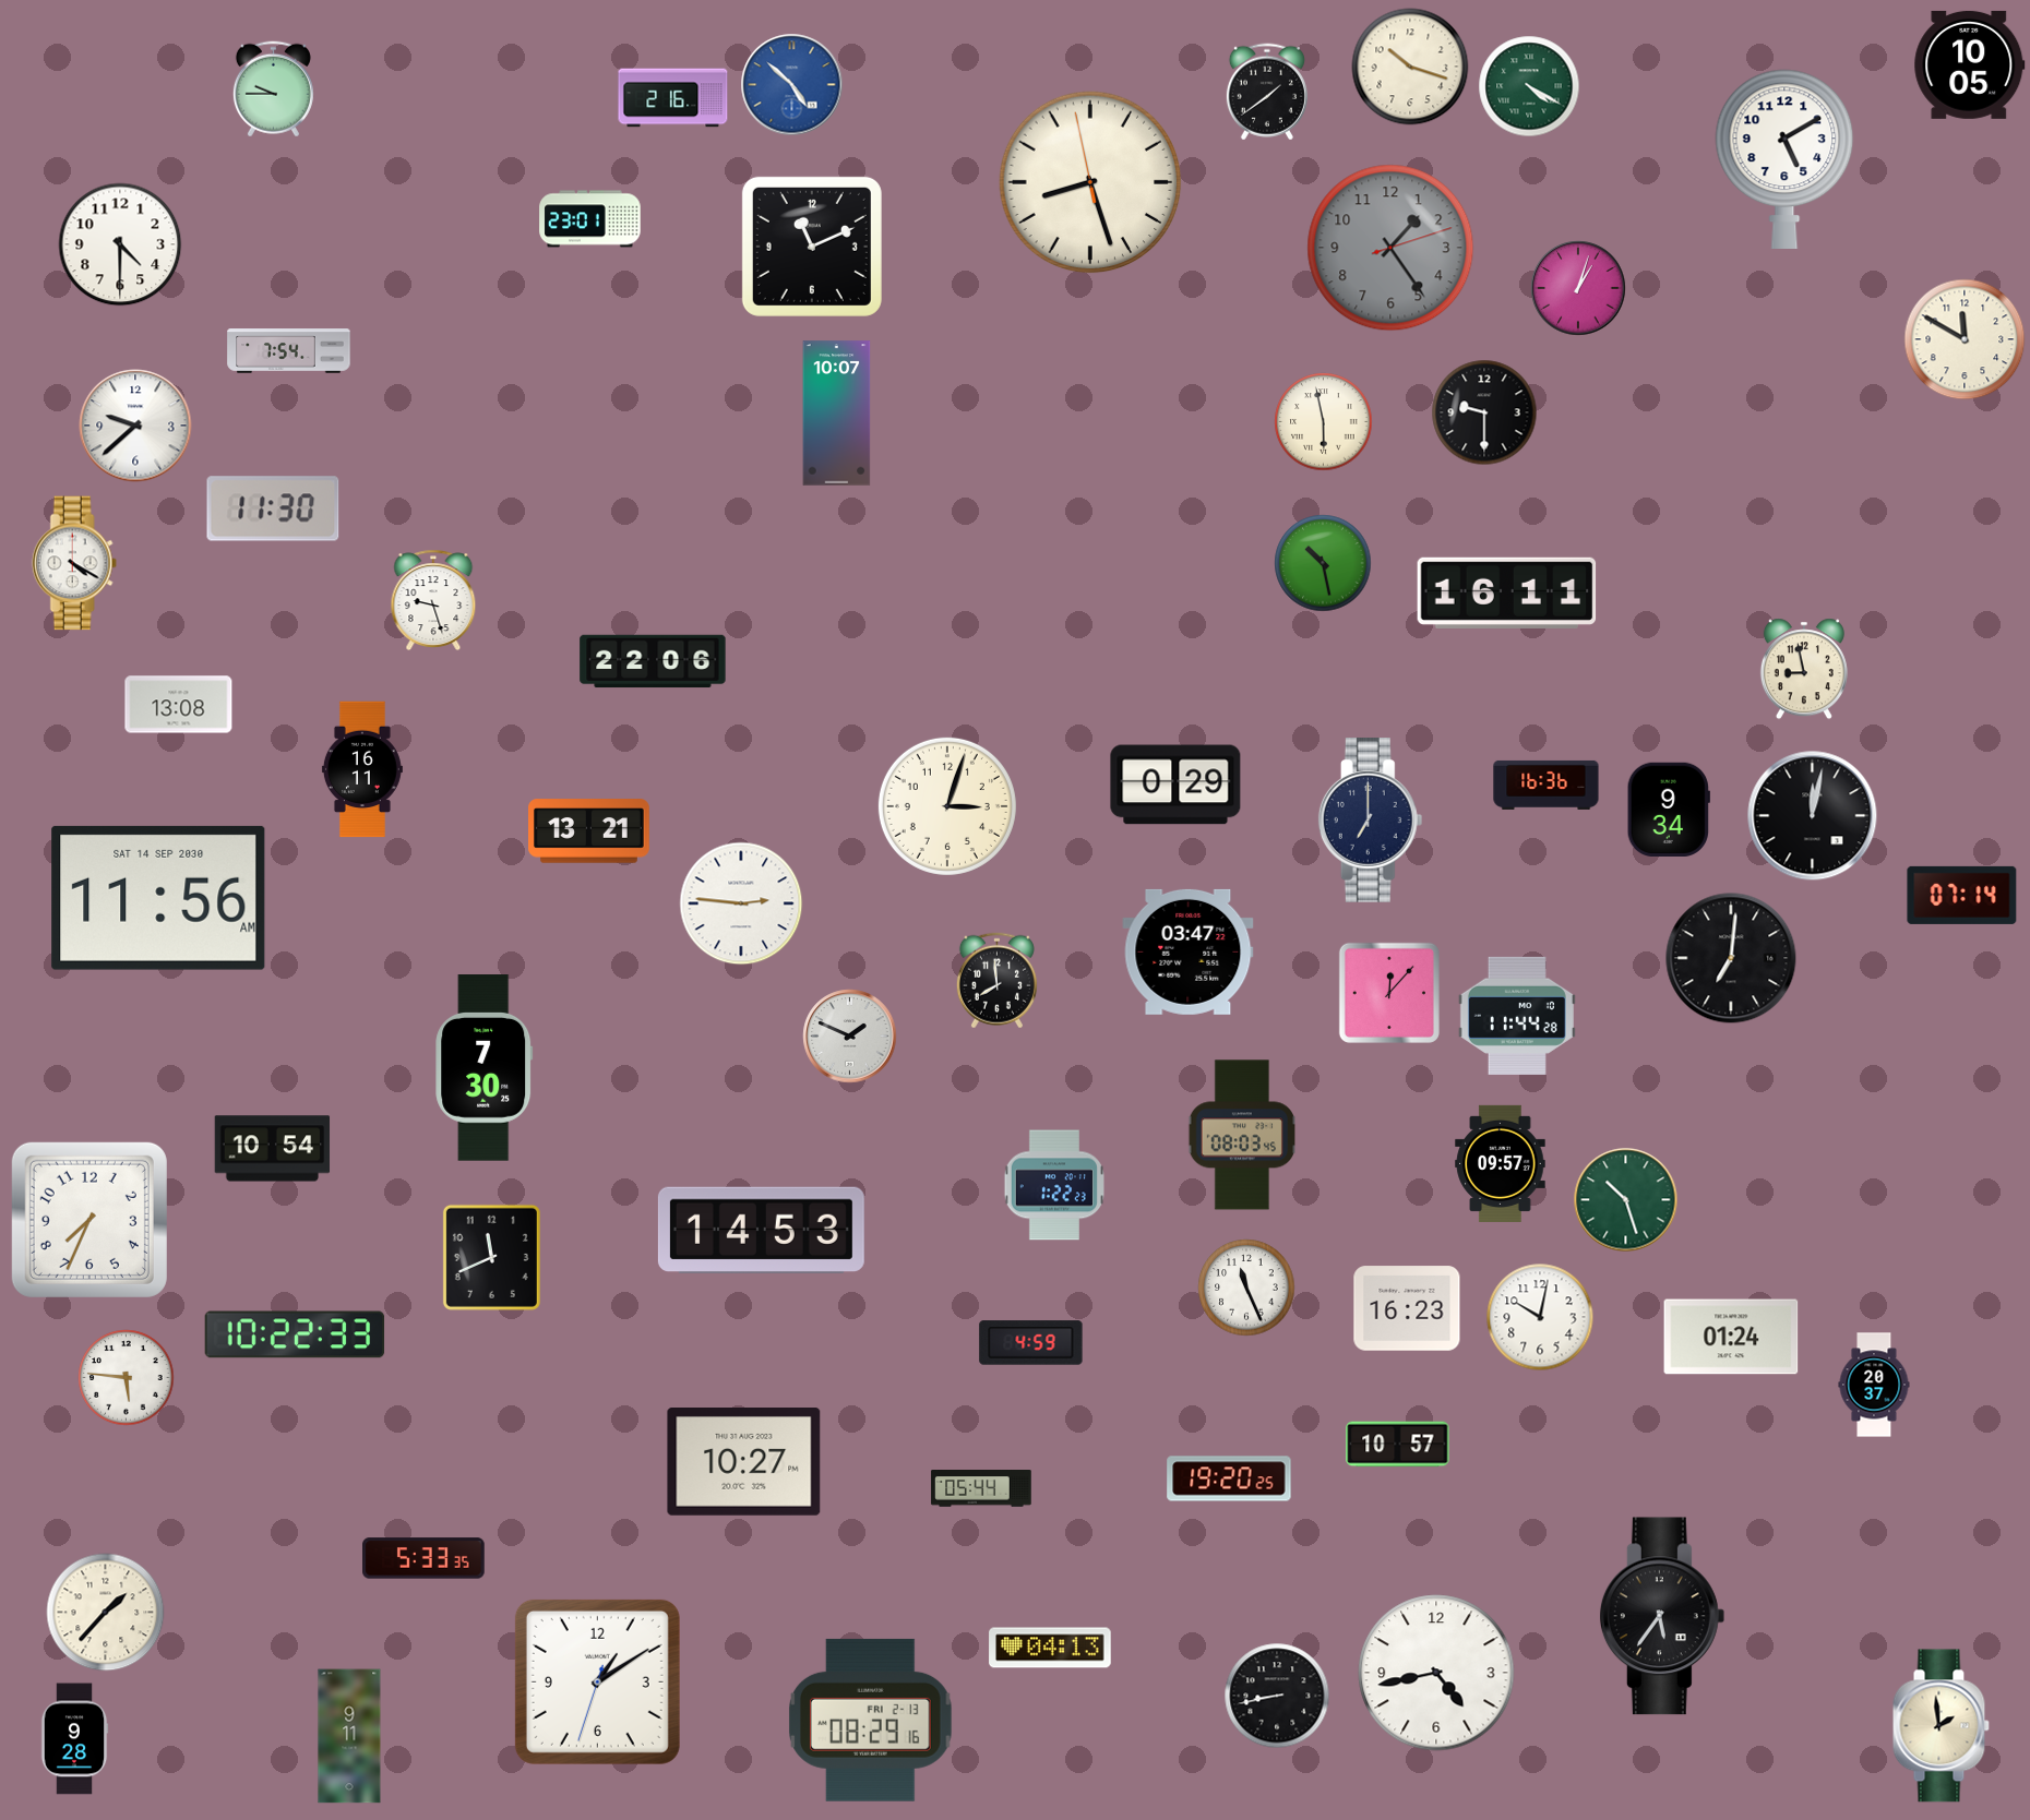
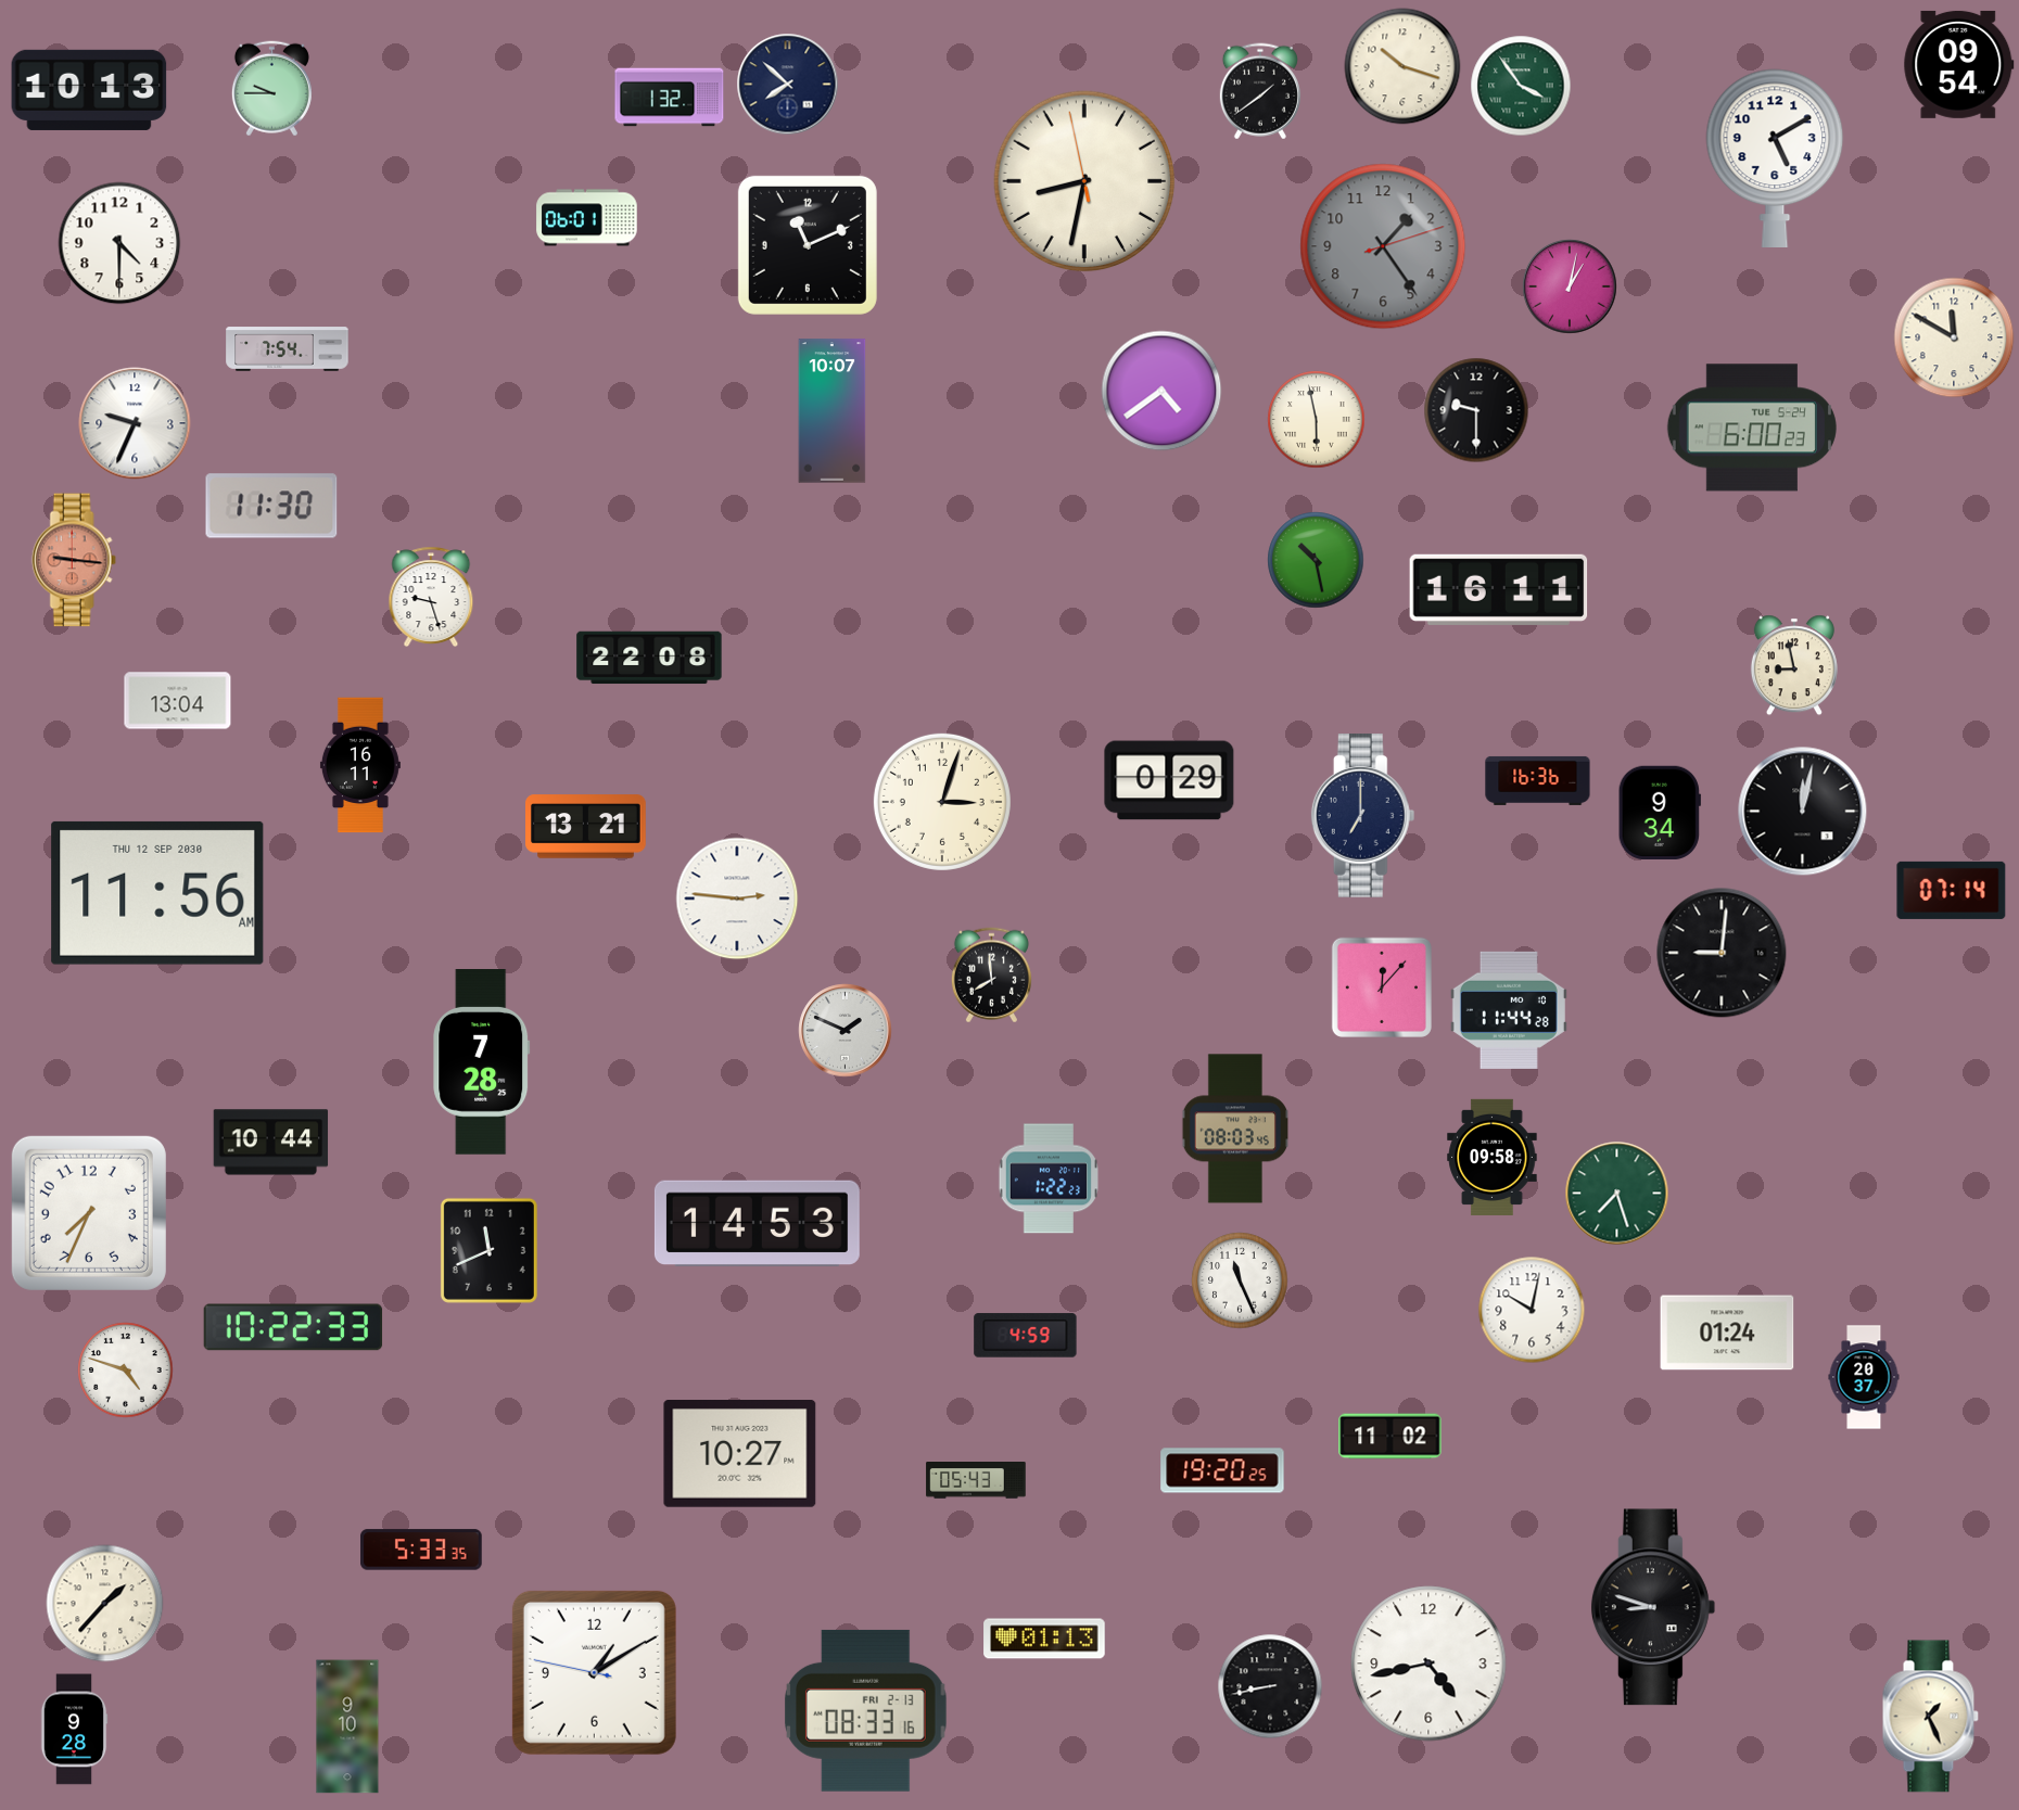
clock at (1970, 64): 10:05 -> 09:54
clock at (792, 85): 4:52 -> 7:52
clock at (792, 85) dial: blue -> navy
clock at (1529, 86): 4:20 -> 3:54
clock at (89, 90): none -> 10:13
clock at (673, 98): 2:16 -> 1:32
clock at (1090, 182): 8:26 -> 8:31
clock at (590, 219): 23:01 -> 06:01
clock at (1578, 288): 1:03 -> 1:02
clock at (1161, 391): none -> 4:39
clock at (135, 426): 9:38 -> 9:34
clock at (1752, 428): none -> 6:00
clock at (74, 563): 4:20 -> 9:16
clock at (74, 563) dial: white -> salmon
clock at (653, 661): 22:06 -> 22:08
clock at (179, 705): 13:08 -> 13:04
clock at (1669, 809) position: (1669, 809) -> (1660, 812)
clock at (158, 898) date: SAT 14 SEP 2030 -> THU 12 SEP 2030
clock at (1189, 951): 03:47 -> none
clock at (1731, 958): 7:01 -> 9:01
clock at (485, 1068): 7:30 -> 7:28
clock at (273, 1149): 10:54 -> 10:44
clock at (1501, 1163): 09:57 -> 09:58
clock at (1626, 1200): 10:27 -> 7:27
clock at (1407, 1308): 16:23 -> none
clock at (1731, 1337) position: (1731, 1337) -> (1727, 1333)
clock at (127, 1378): 5:46 -> 4:48
clock at (1398, 1445): 10:57 -> 11:02
clock at (981, 1489): 05:44 -> 05:43
clock at (1662, 1616): 5:36 -> 8:48
clock at (1050, 1648): 04:13 -> 01:13
clock at (597, 1681): 1:09:33 -> 1:09:47
clock at (871, 1720): 08:29 -> 08:33
clock at (1941, 1726): 1:59 -> 1:26
clock at (349, 1736): 9:11 -> 9:10
